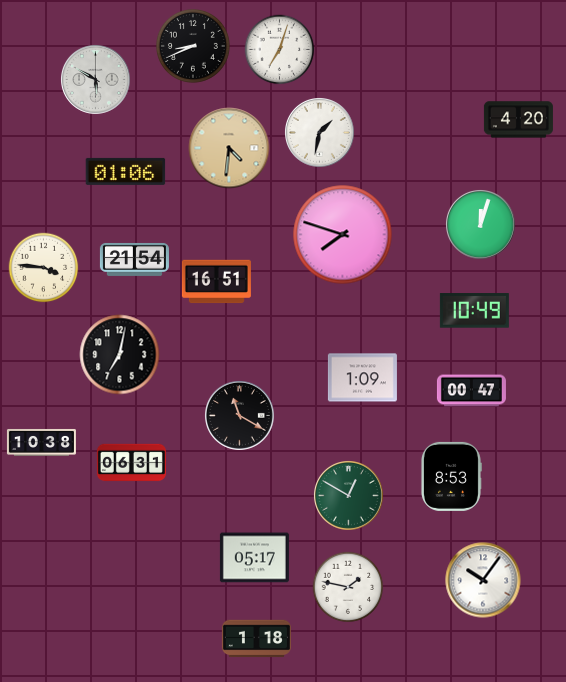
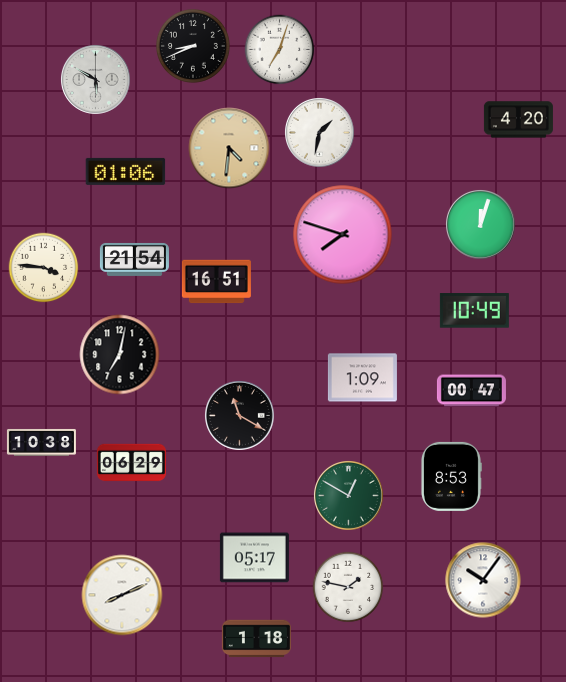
clock at (131, 463): 06:31 -> 06:29
clock at (122, 595): none -> 8:11
